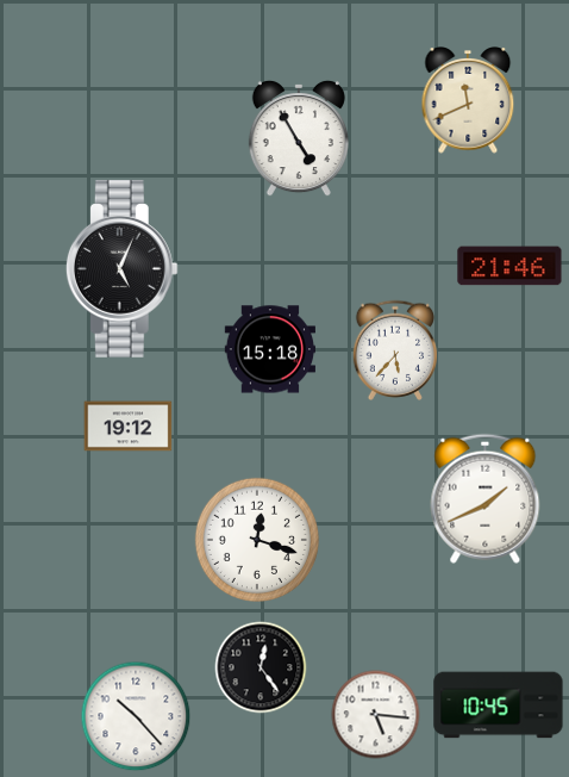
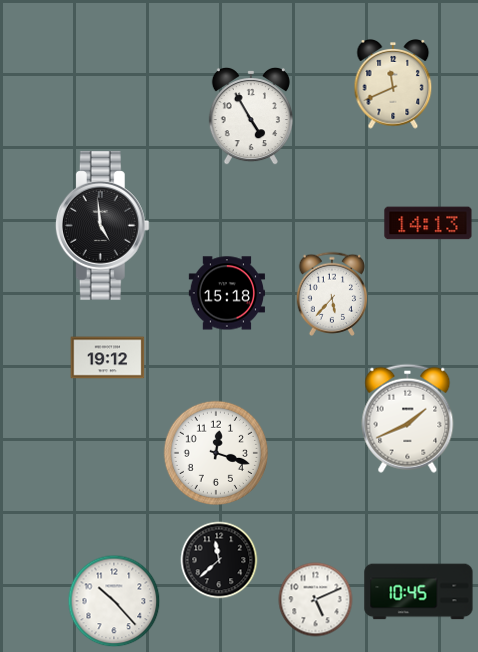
clock at (509, 266): 21:46 -> 14:13
clock at (121, 269): 5:04 -> 4:59
clock at (261, 667): 12:24 -> 11:38
clock at (376, 715): 5:16 -> 5:11
